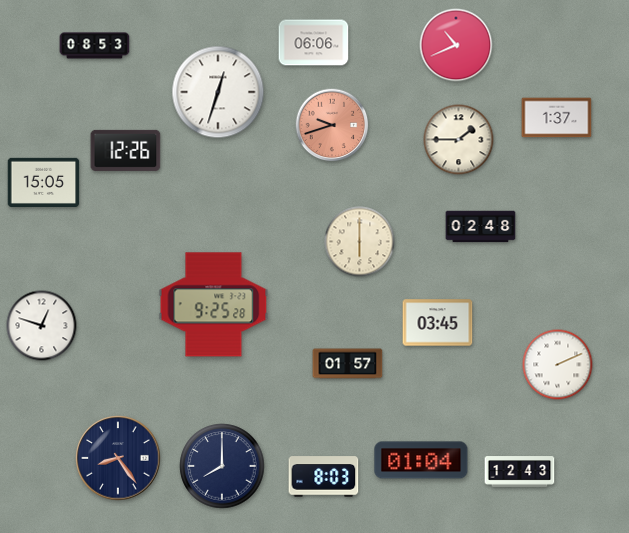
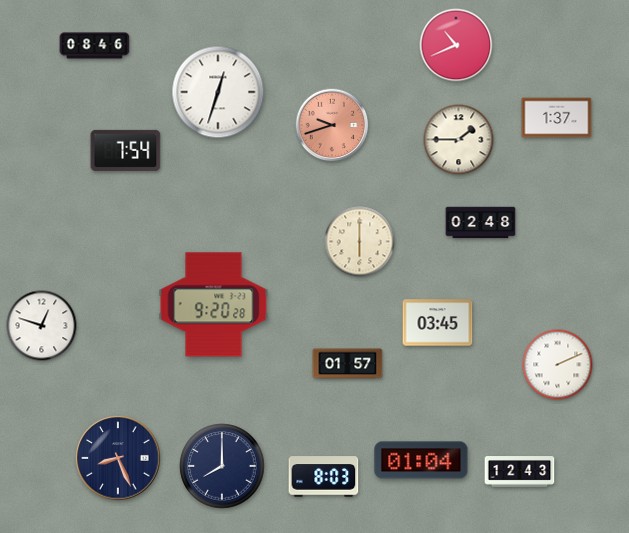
clock at (314, 43): 06:06 -> none
clock at (95, 46): 08:53 -> 08:46
clock at (126, 150): 12:26 -> 7:54
clock at (44, 182): 15:05 -> none
clock at (481, 227) position: (481, 227) -> (481, 223)
clock at (214, 305): 9:25 -> 9:20
clock at (118, 458): 8:24 -> 8:26
